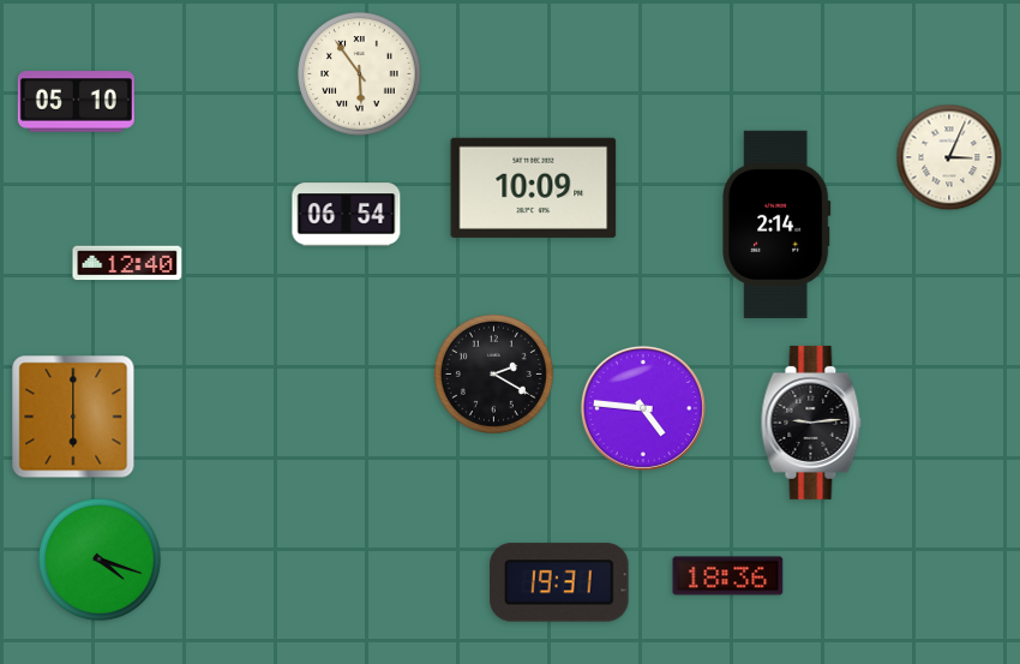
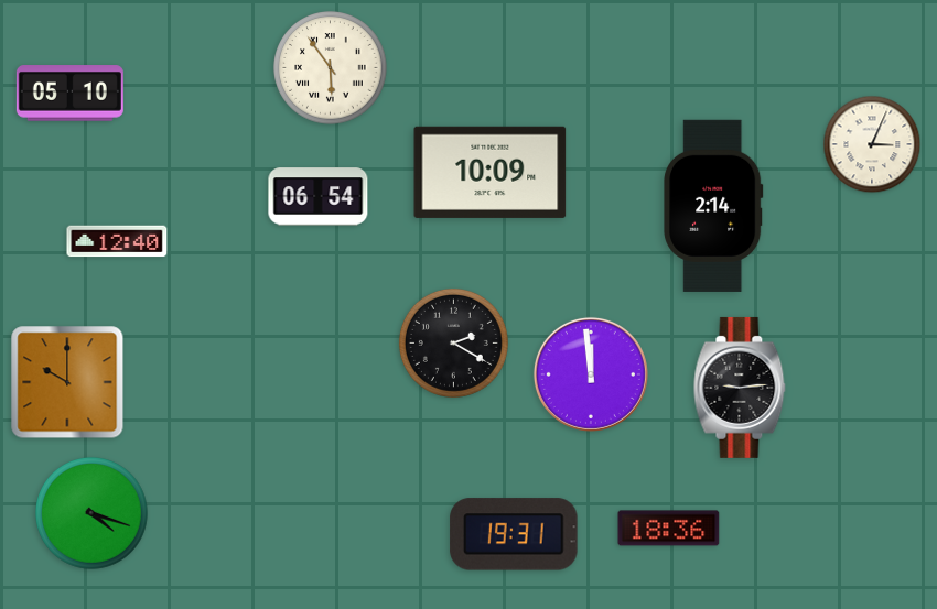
clock at (643, 408): 4:46 -> 11:59
clock at (73, 417): 6:00 -> 10:00
clock at (811, 423) position: (811, 423) -> (740, 388)
